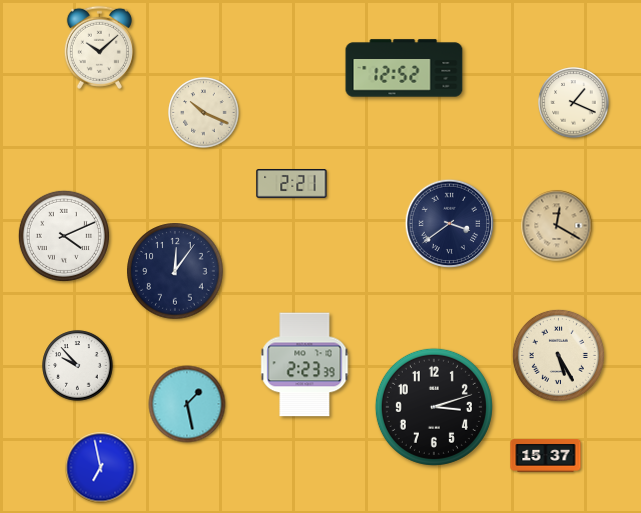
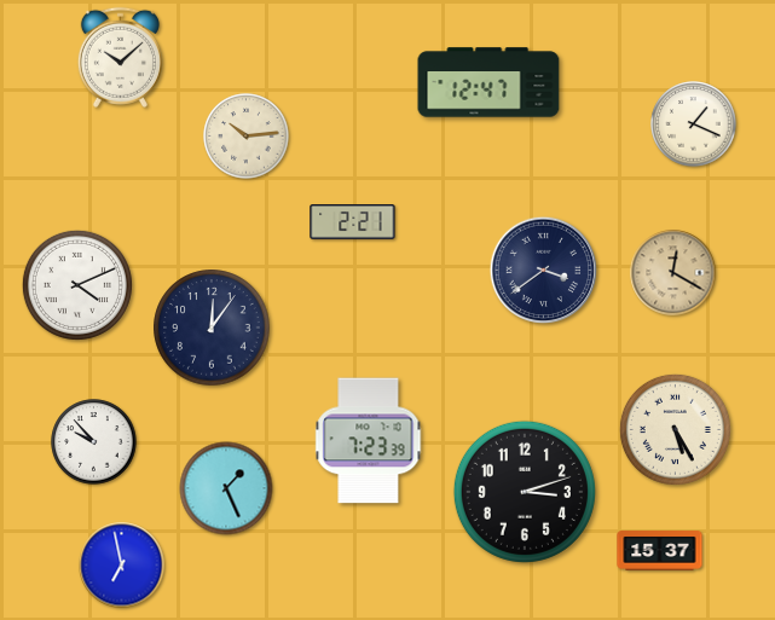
clock at (404, 68): 12:52 -> 12:47
clock at (204, 113): 10:19 -> 10:14
clock at (305, 365): 2:23 -> 7:23
clock at (187, 404): 1:28 -> 1:26
